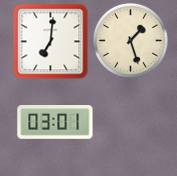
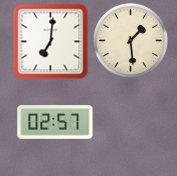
clock at (130, 40): 1:27 -> 1:29
clock at (55, 123): 03:01 -> 02:57
